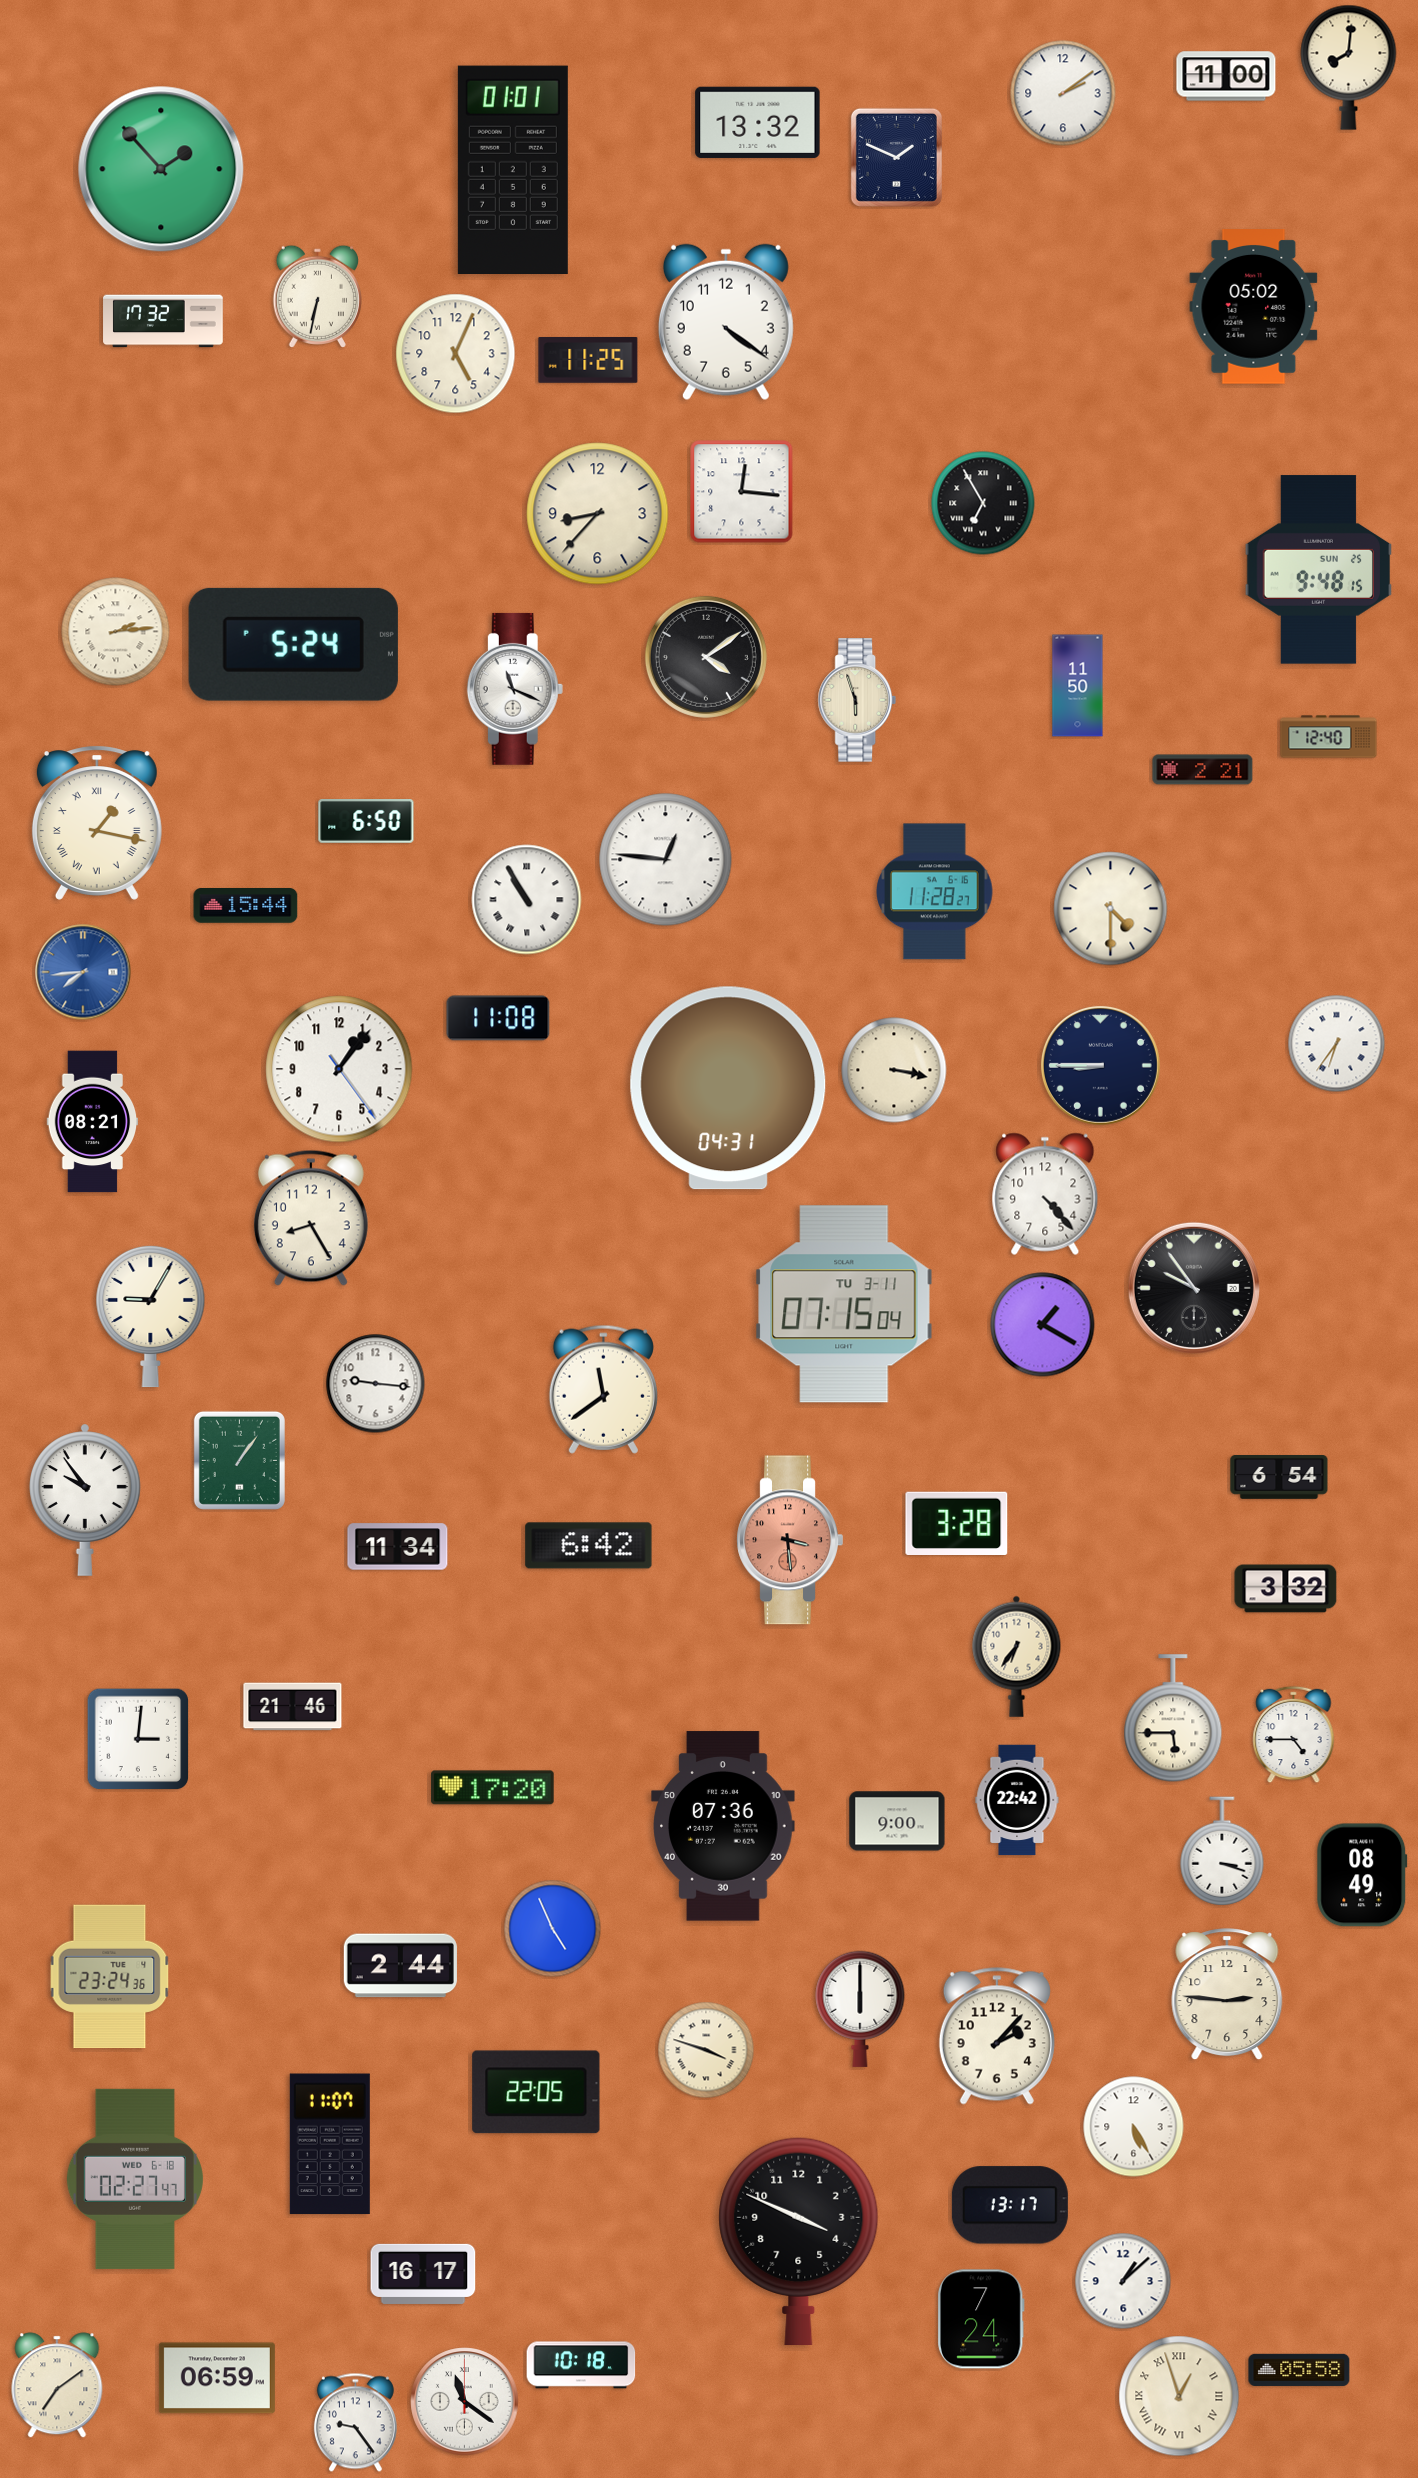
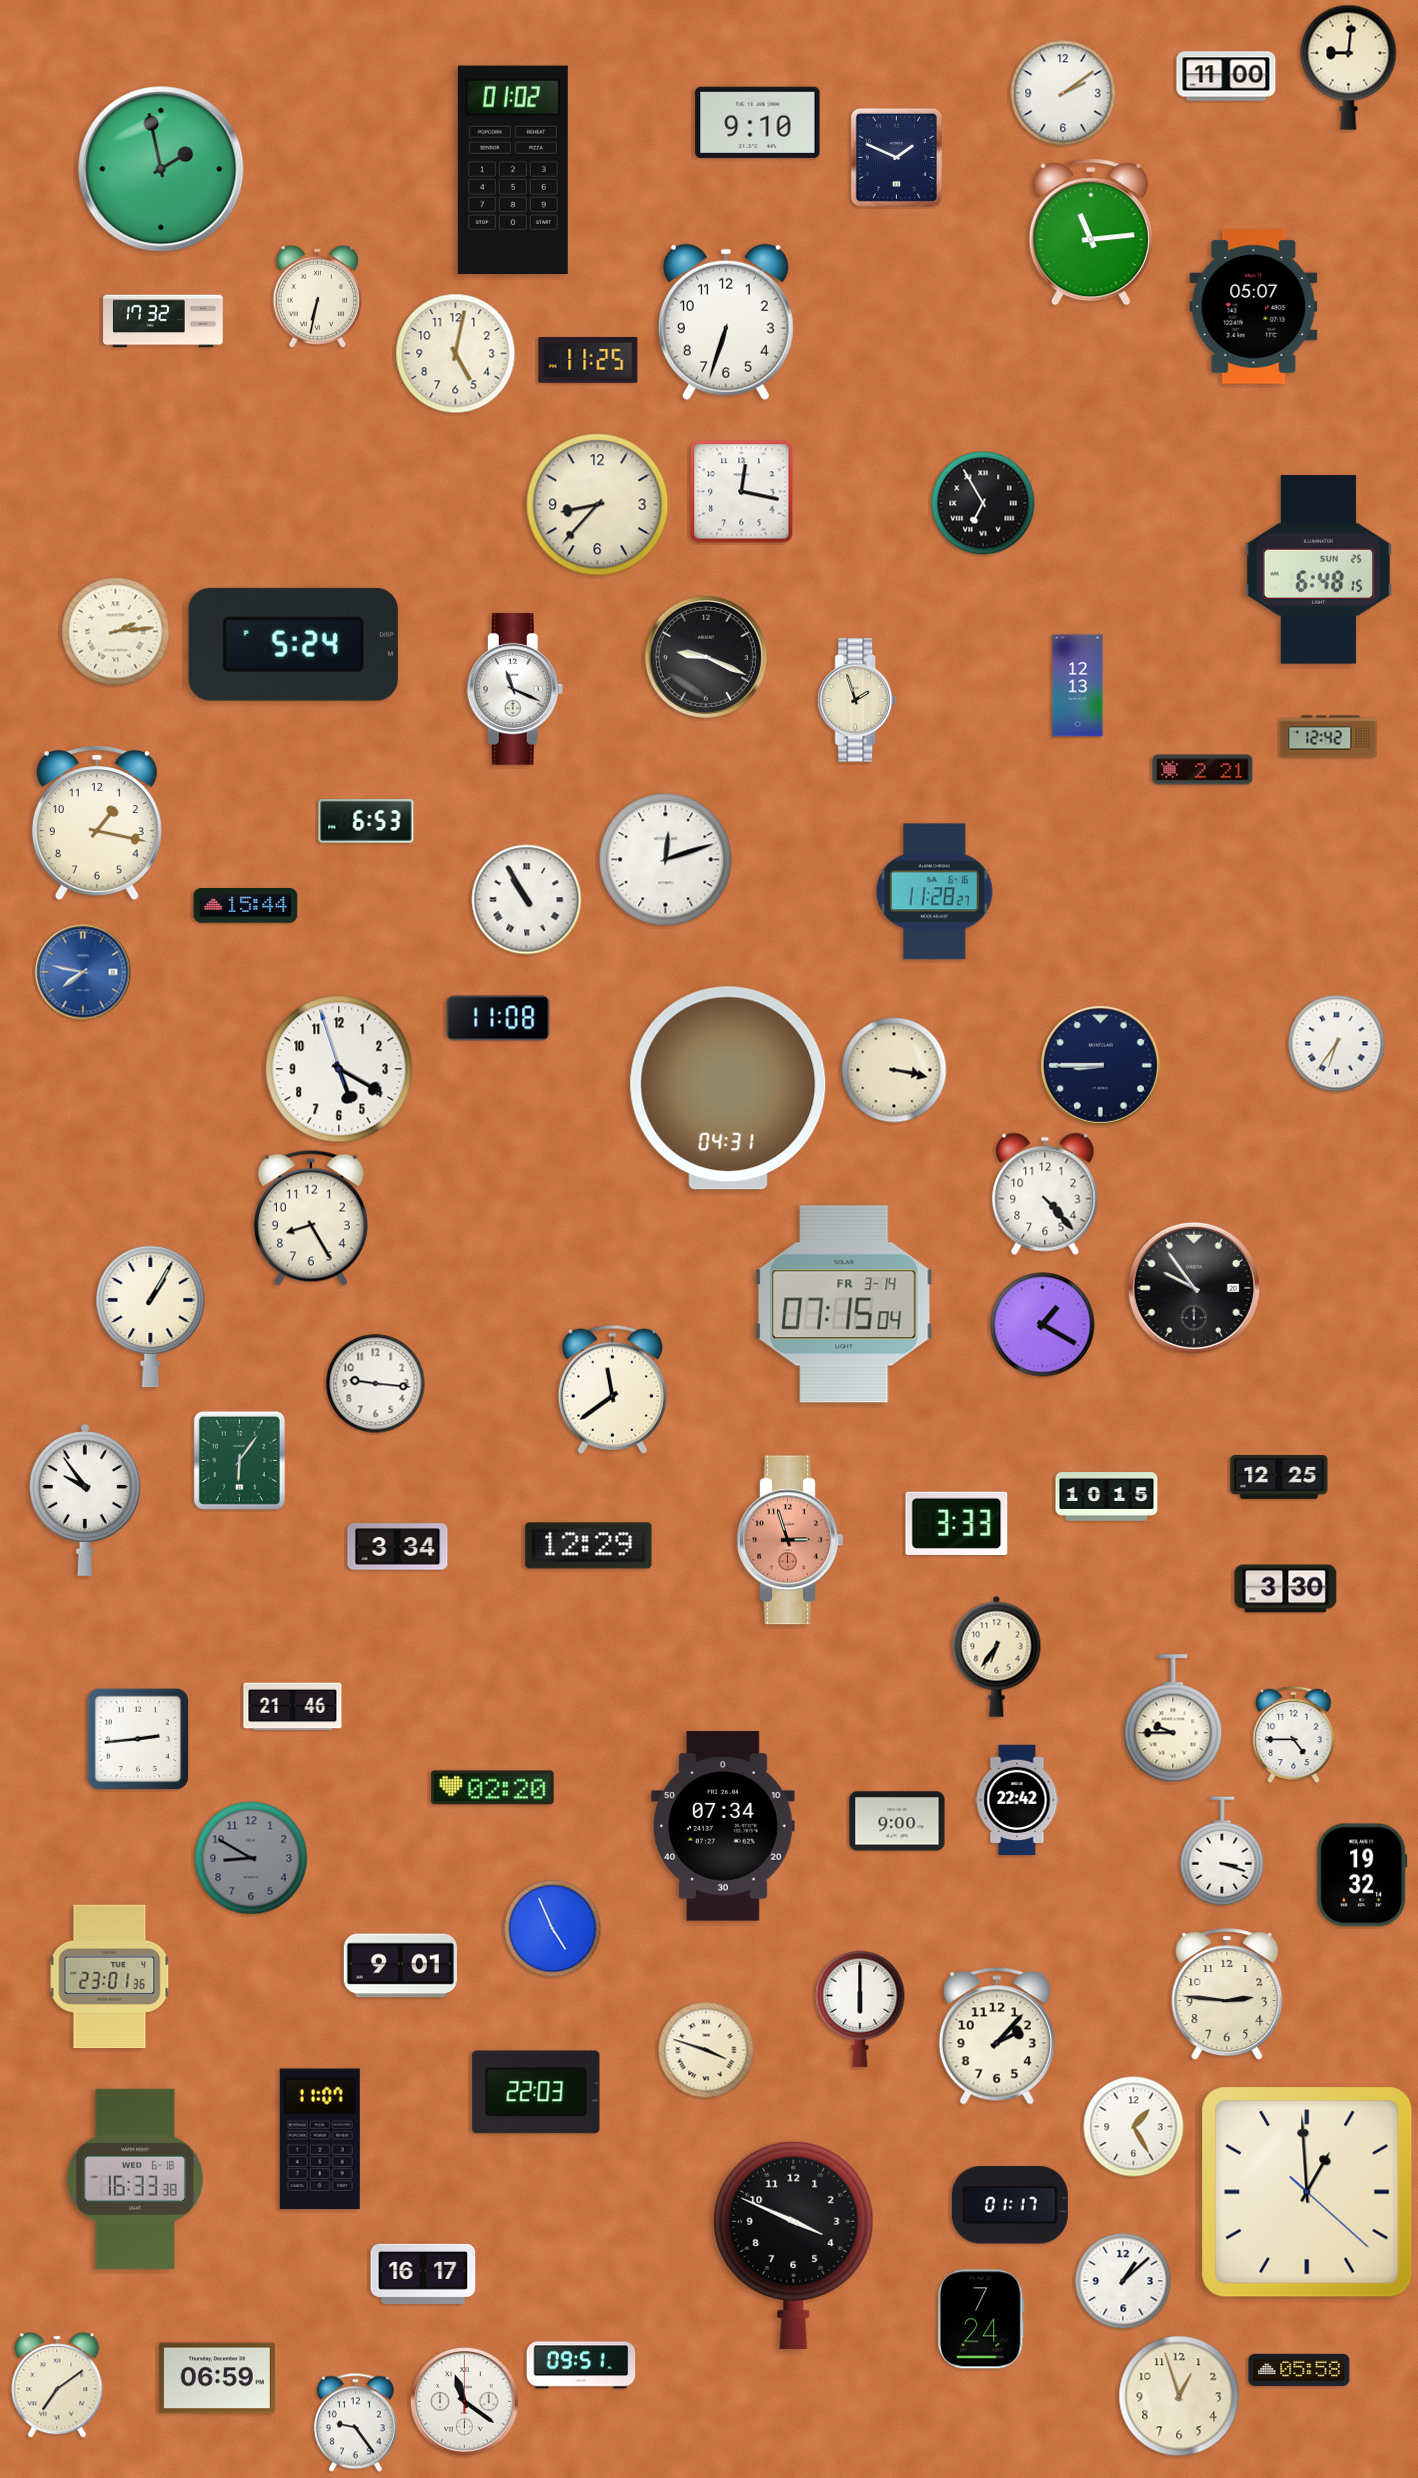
clock at (1349, 67): 8:01 -> 9:01
clock at (758, 122): 13:32 -> 9:10
clock at (161, 169): 1:53 -> 1:58
clock at (513, 169): 01:01 -> 01:02
clock at (1091, 232): none -> 11:14
clock at (1254, 307): 05:02 -> 05:07
clock at (726, 322): 4:21 -> 6:33
clock at (456, 354): 5:04 -> 5:02
clock at (742, 492): 12:16 -> 12:17
clock at (598, 514) position: (598, 514) -> (598, 505)
clock at (1319, 570): 9:48 -> 6:48
clock at (706, 657): 4:09 -> 9:19
clock at (1078, 686): 11:50 -> 12:13
clock at (857, 700): 5:57 -> 1:57
clock at (1329, 737): 12:40 -> 12:42
clock at (366, 822): 6:50 -> 6:53
clock at (97, 823) numerals: Roman -> Arabic
clock at (666, 860): 12:46 -> 12:12
clock at (1111, 909): 4:30 -> none
clock at (83, 972): 7:44 -> 7:47
clock at (339, 1069): 1:06 -> 5:19
clock at (93, 1122): 08:21 -> none
clock at (844, 1304) date: TU 3-11 -> FR 3-14
clock at (151, 1316): 9:05 -> 1:05
clock at (603, 1389) position: (603, 1389) -> (612, 1389)
clock at (239, 1460): 1:06 -> 6:06
clock at (1279, 1478): 6:54 -> 12:25
clock at (1107, 1497): none -> 10:15
clock at (957, 1523): 3:28 -> 3:33
clock at (790, 1540): 3:29 -> 2:57
clock at (589, 1546): 6:42 -> 12:29
clock at (398, 1547): 11:34 -> 3:34
clock at (1286, 1589): 3:32 -> 3:30
clock at (1017, 1656) position: (1017, 1656) -> (997, 1656)
clock at (1173, 1719): 5:45 -> 9:45
clock at (138, 1739): 3:01 -> 2:44
clock at (493, 1788): 17:20 -> 02:20
clock at (723, 1826): 07:36 -> 07:34
clock at (251, 1858): none -> 8:50
clock at (1362, 1875): 08:49 -> 19:32
clock at (400, 1966): 2:44 -> 9:01
clock at (110, 1977): 23:24 -> 23:01
clock at (536, 2092): 22:05 -> 22:03
clock at (1134, 2127): 5:25 -> 1:25
clock at (330, 2144) position: (330, 2144) -> (320, 2139)
clock at (135, 2179): 02:27 -> 16:33
clock at (1307, 2192): none -> 12:59
clock at (1010, 2205): 13:17 -> 01:17
clock at (799, 2240) position: (799, 2240) -> (794, 2244)
clock at (581, 2365): 10:18 -> 09:51
clock at (1179, 2396) numerals: Roman -> Arabic
